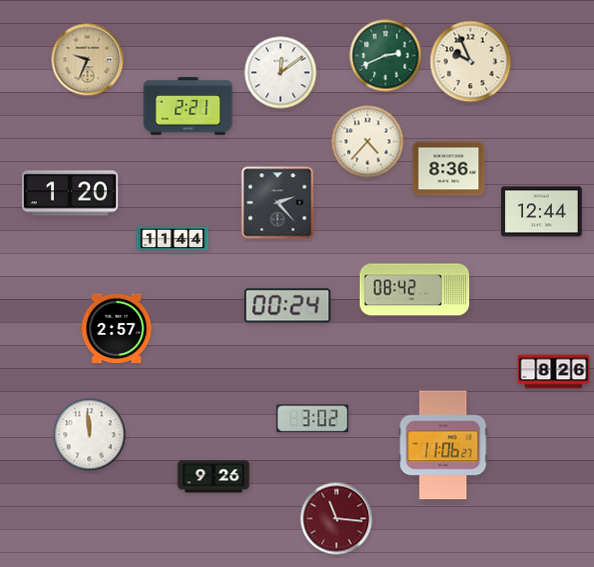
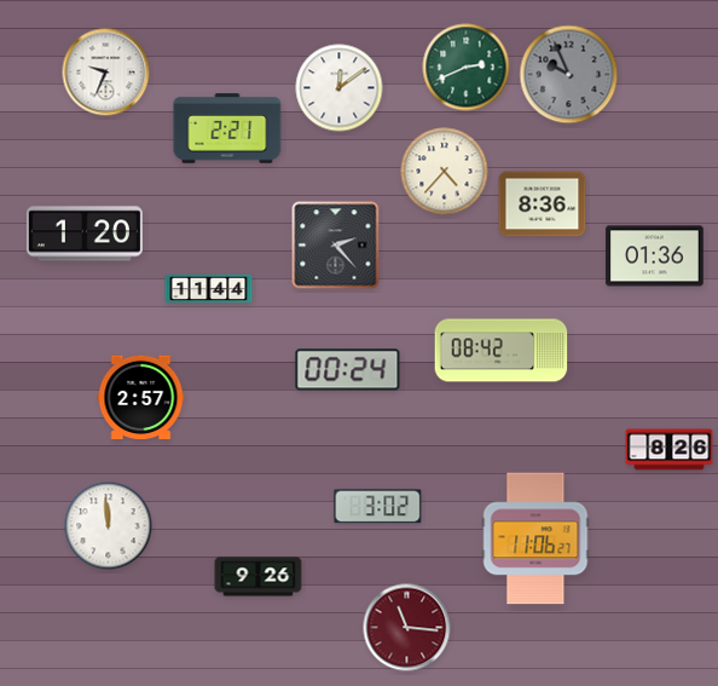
clock at (88, 60) dial: champagne -> white
clock at (471, 62) dial: cream -> grey
clock at (542, 212): 12:44 -> 01:36
